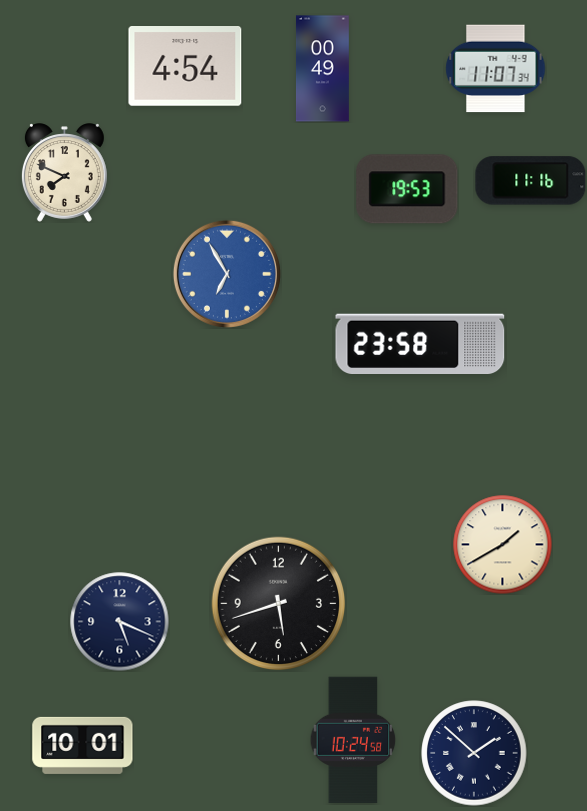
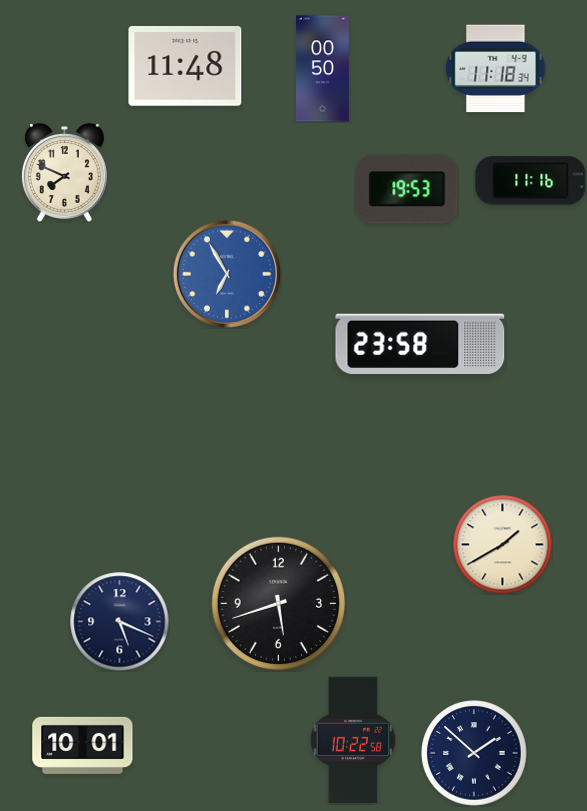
clock at (185, 66): 4:54 -> 11:48
clock at (323, 69): 00:49 -> 00:50
clock at (496, 69): 11:07 -> 11:18
clock at (353, 740): 10:24 -> 10:22
